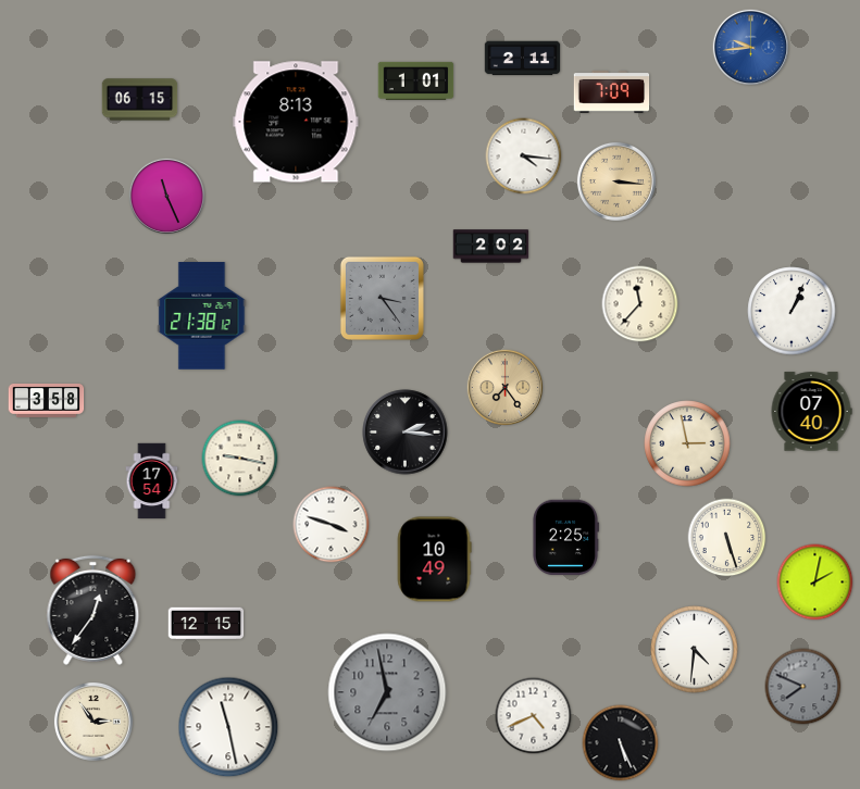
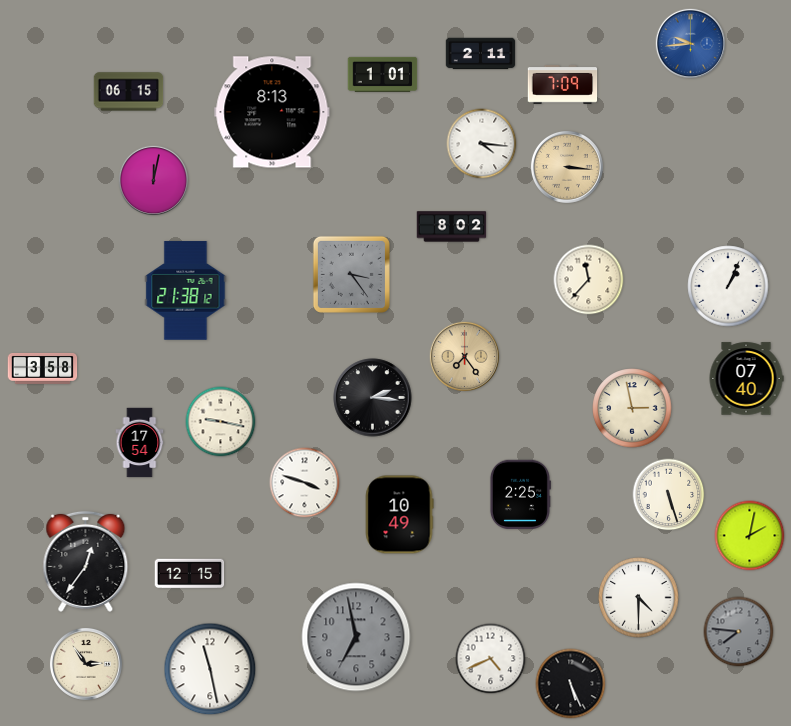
clock at (166, 196): 11:26 -> 12:02
clock at (491, 247): 2:02 -> 8:02
clock at (695, 650): 4:31 -> 4:30
clock at (803, 687): 7:49 -> 7:46
